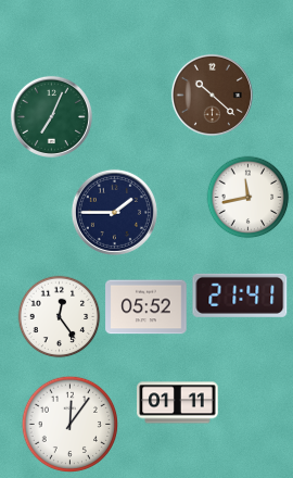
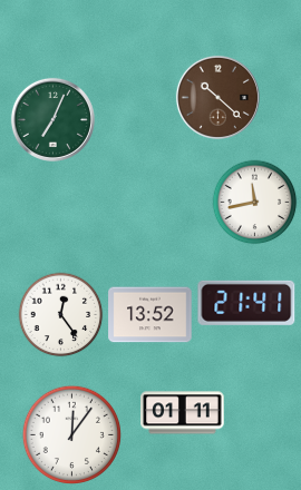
clock at (114, 212): 1:45 -> none
clock at (146, 307): 05:52 -> 13:52
clock at (60, 317) position: (60, 317) -> (61, 315)
